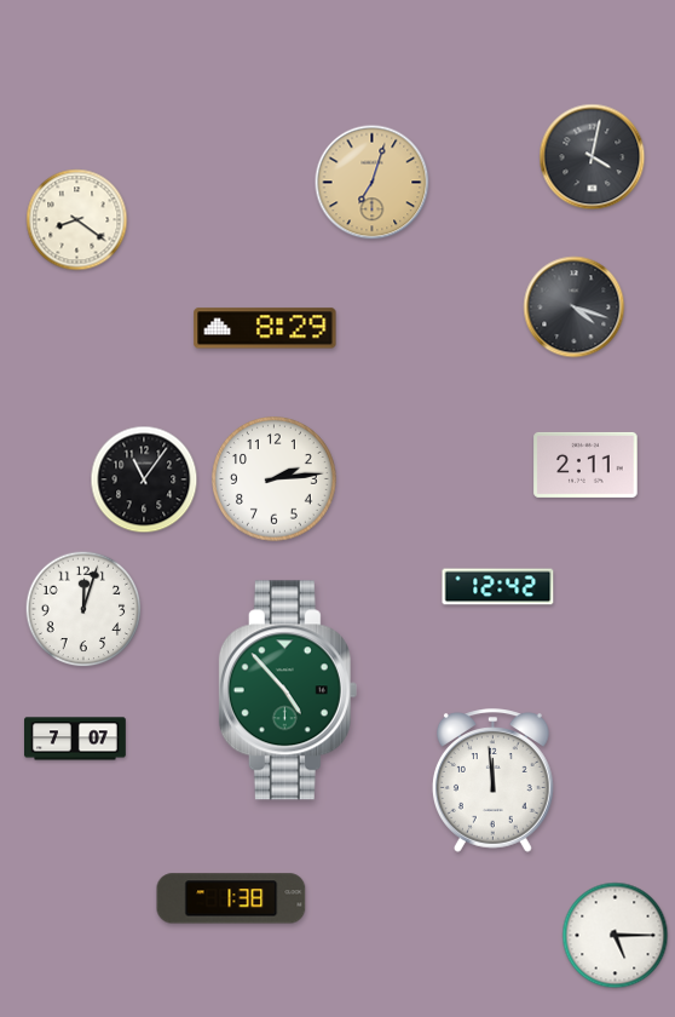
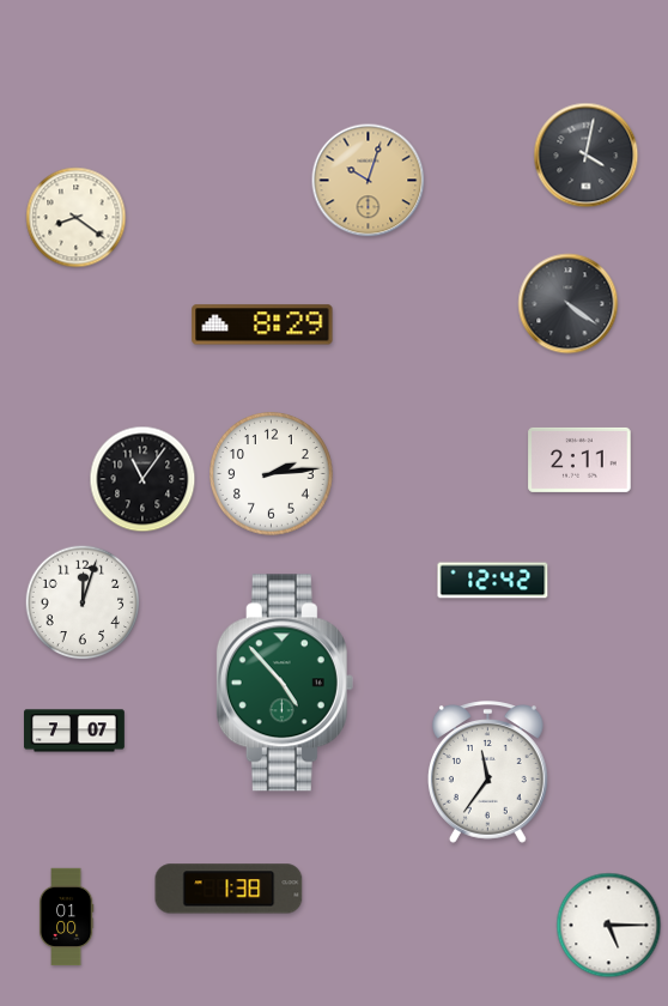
clock at (373, 183): 7:03 -> 10:03
clock at (575, 308): 4:18 -> 4:21
clock at (144, 479) position: (144, 479) -> (142, 479)
clock at (492, 781): 11:59 -> 11:36
clock at (66, 917): none -> 01:00
